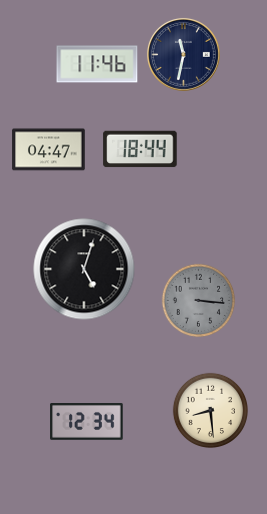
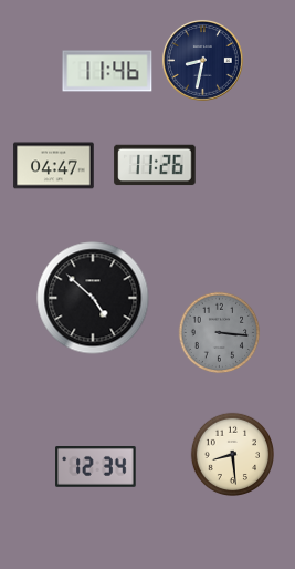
clock at (183, 54): 11:32 -> 8:32
clock at (140, 149): 18:44 -> 11:26
clock at (84, 269): 5:03 -> 4:52
